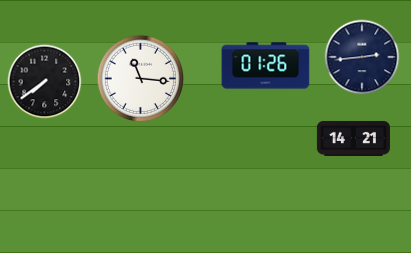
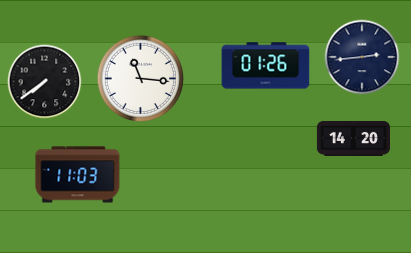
clock at (353, 138): 14:21 -> 14:20
clock at (78, 175): none -> 11:03
